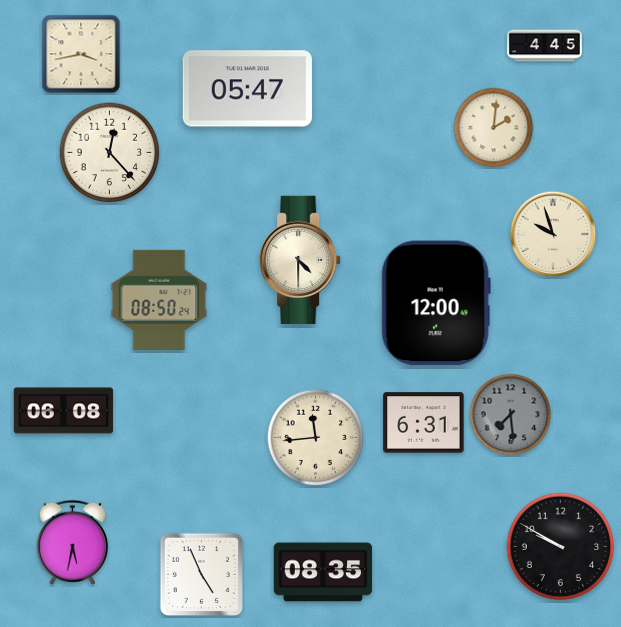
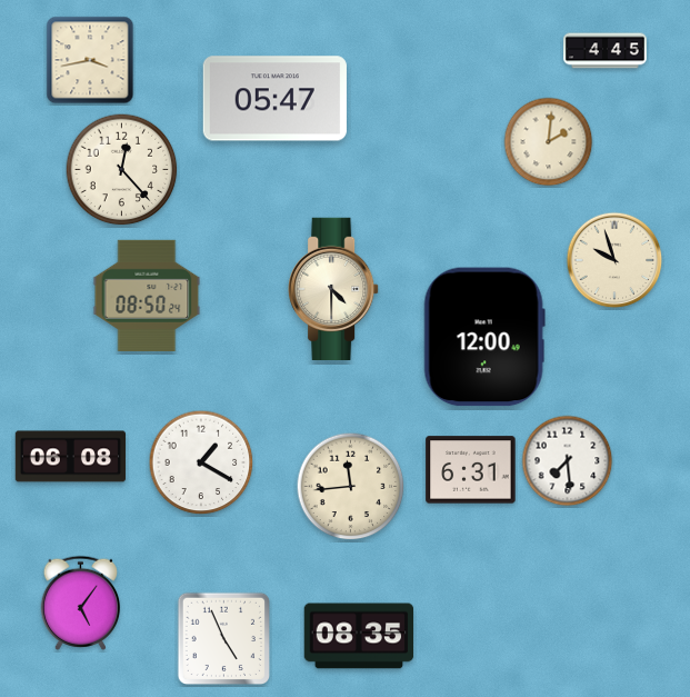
clock at (159, 300) position: (159, 300) -> (147, 296)
clock at (511, 415) dial: grey -> white
clock at (201, 462): none -> 1:20
clock at (72, 542): 5:32 -> 5:06
clock at (561, 547): 9:50 -> none
